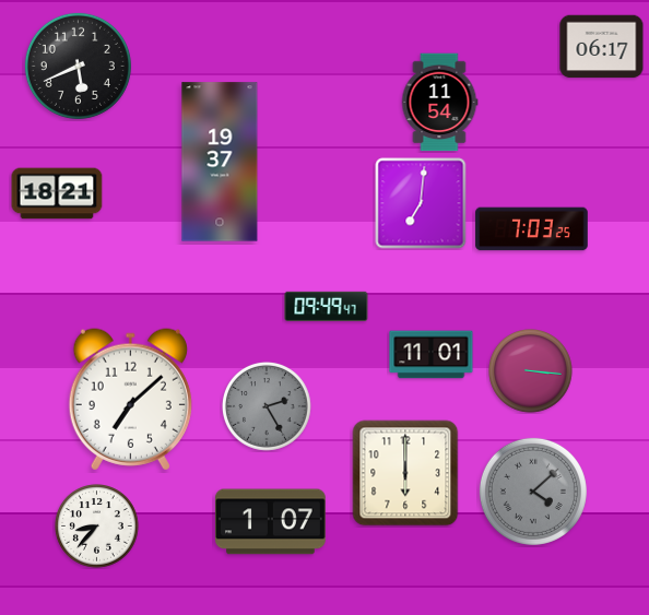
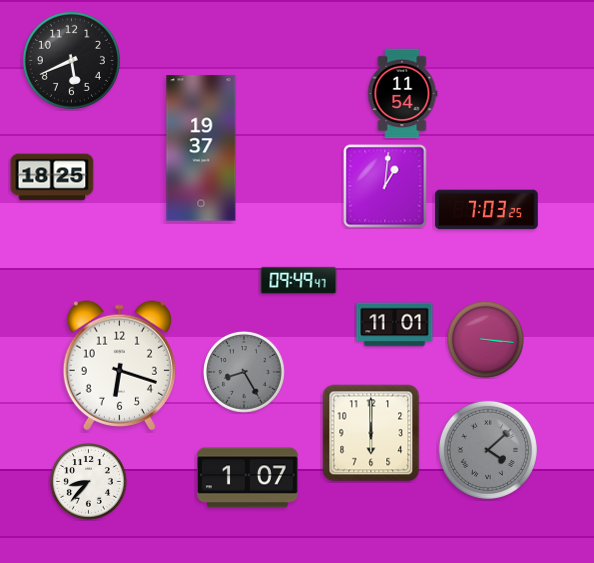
clock at (602, 47): 06:17 -> none
clock at (57, 193): 18:21 -> 18:25
clock at (421, 203): 7:01 -> 1:01
clock at (130, 400): 7:08 -> 6:18
clock at (267, 406): 2:25 -> 8:25
